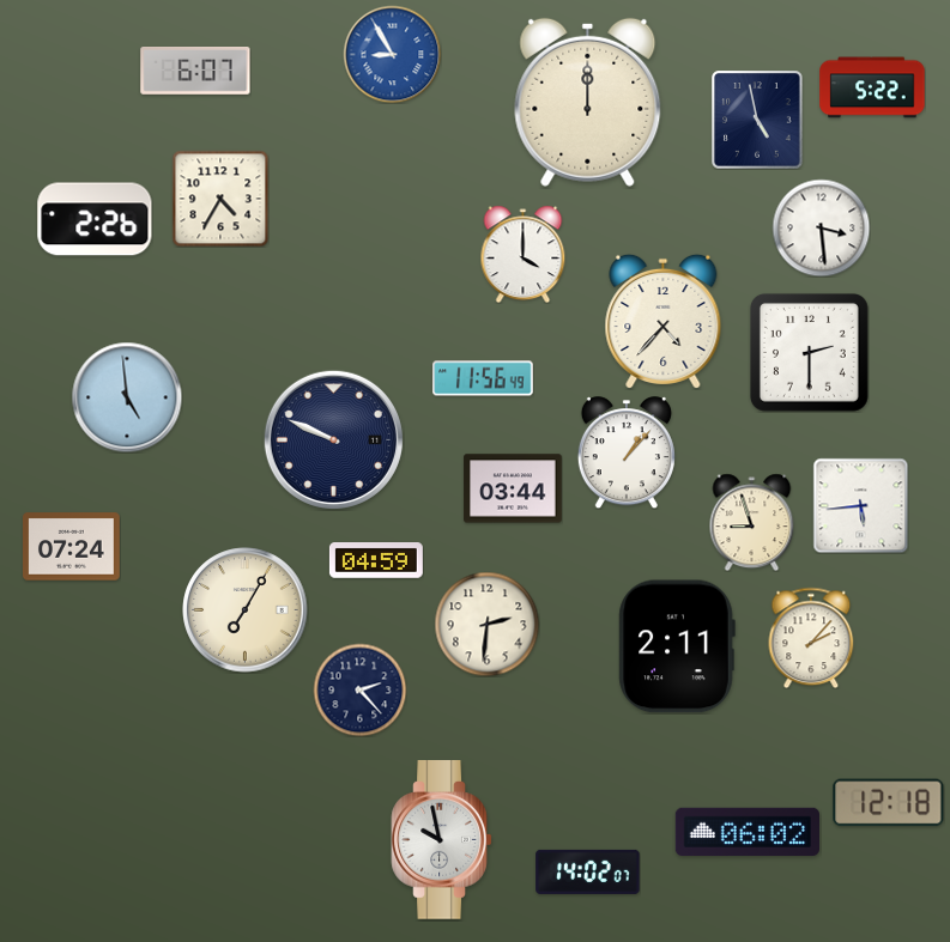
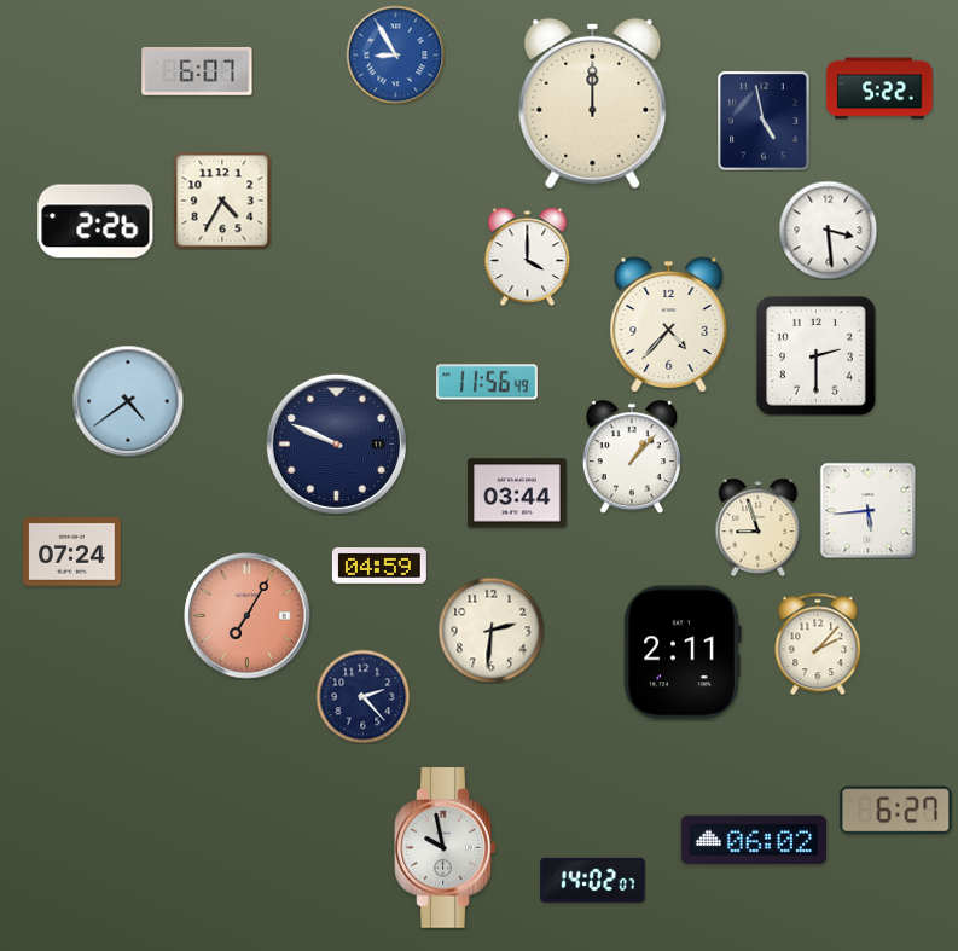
clock at (127, 397): 4:59 -> 4:39
clock at (246, 610) dial: cream -> salmon
clock at (889, 803): 12:18 -> 6:27
